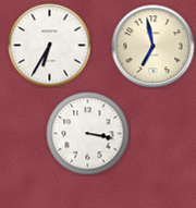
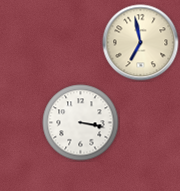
clock at (50, 46): 6:35 -> none
